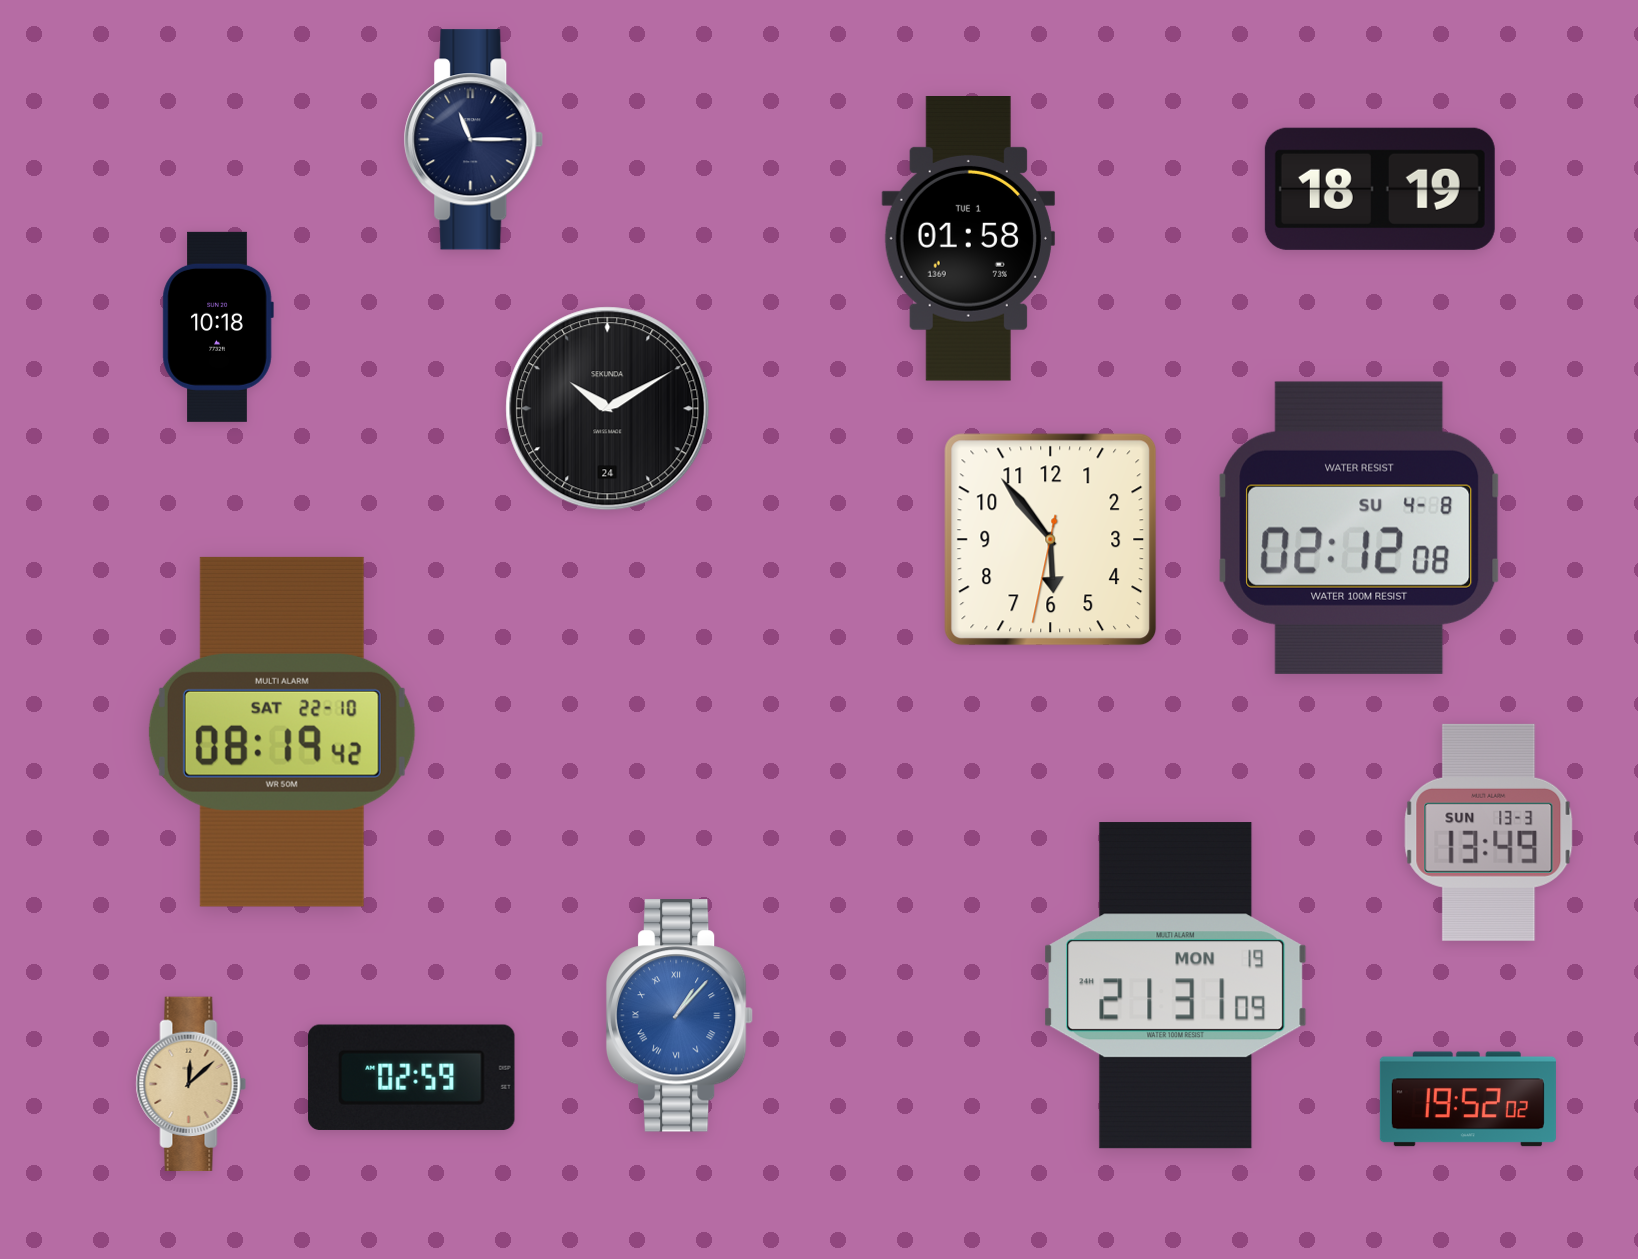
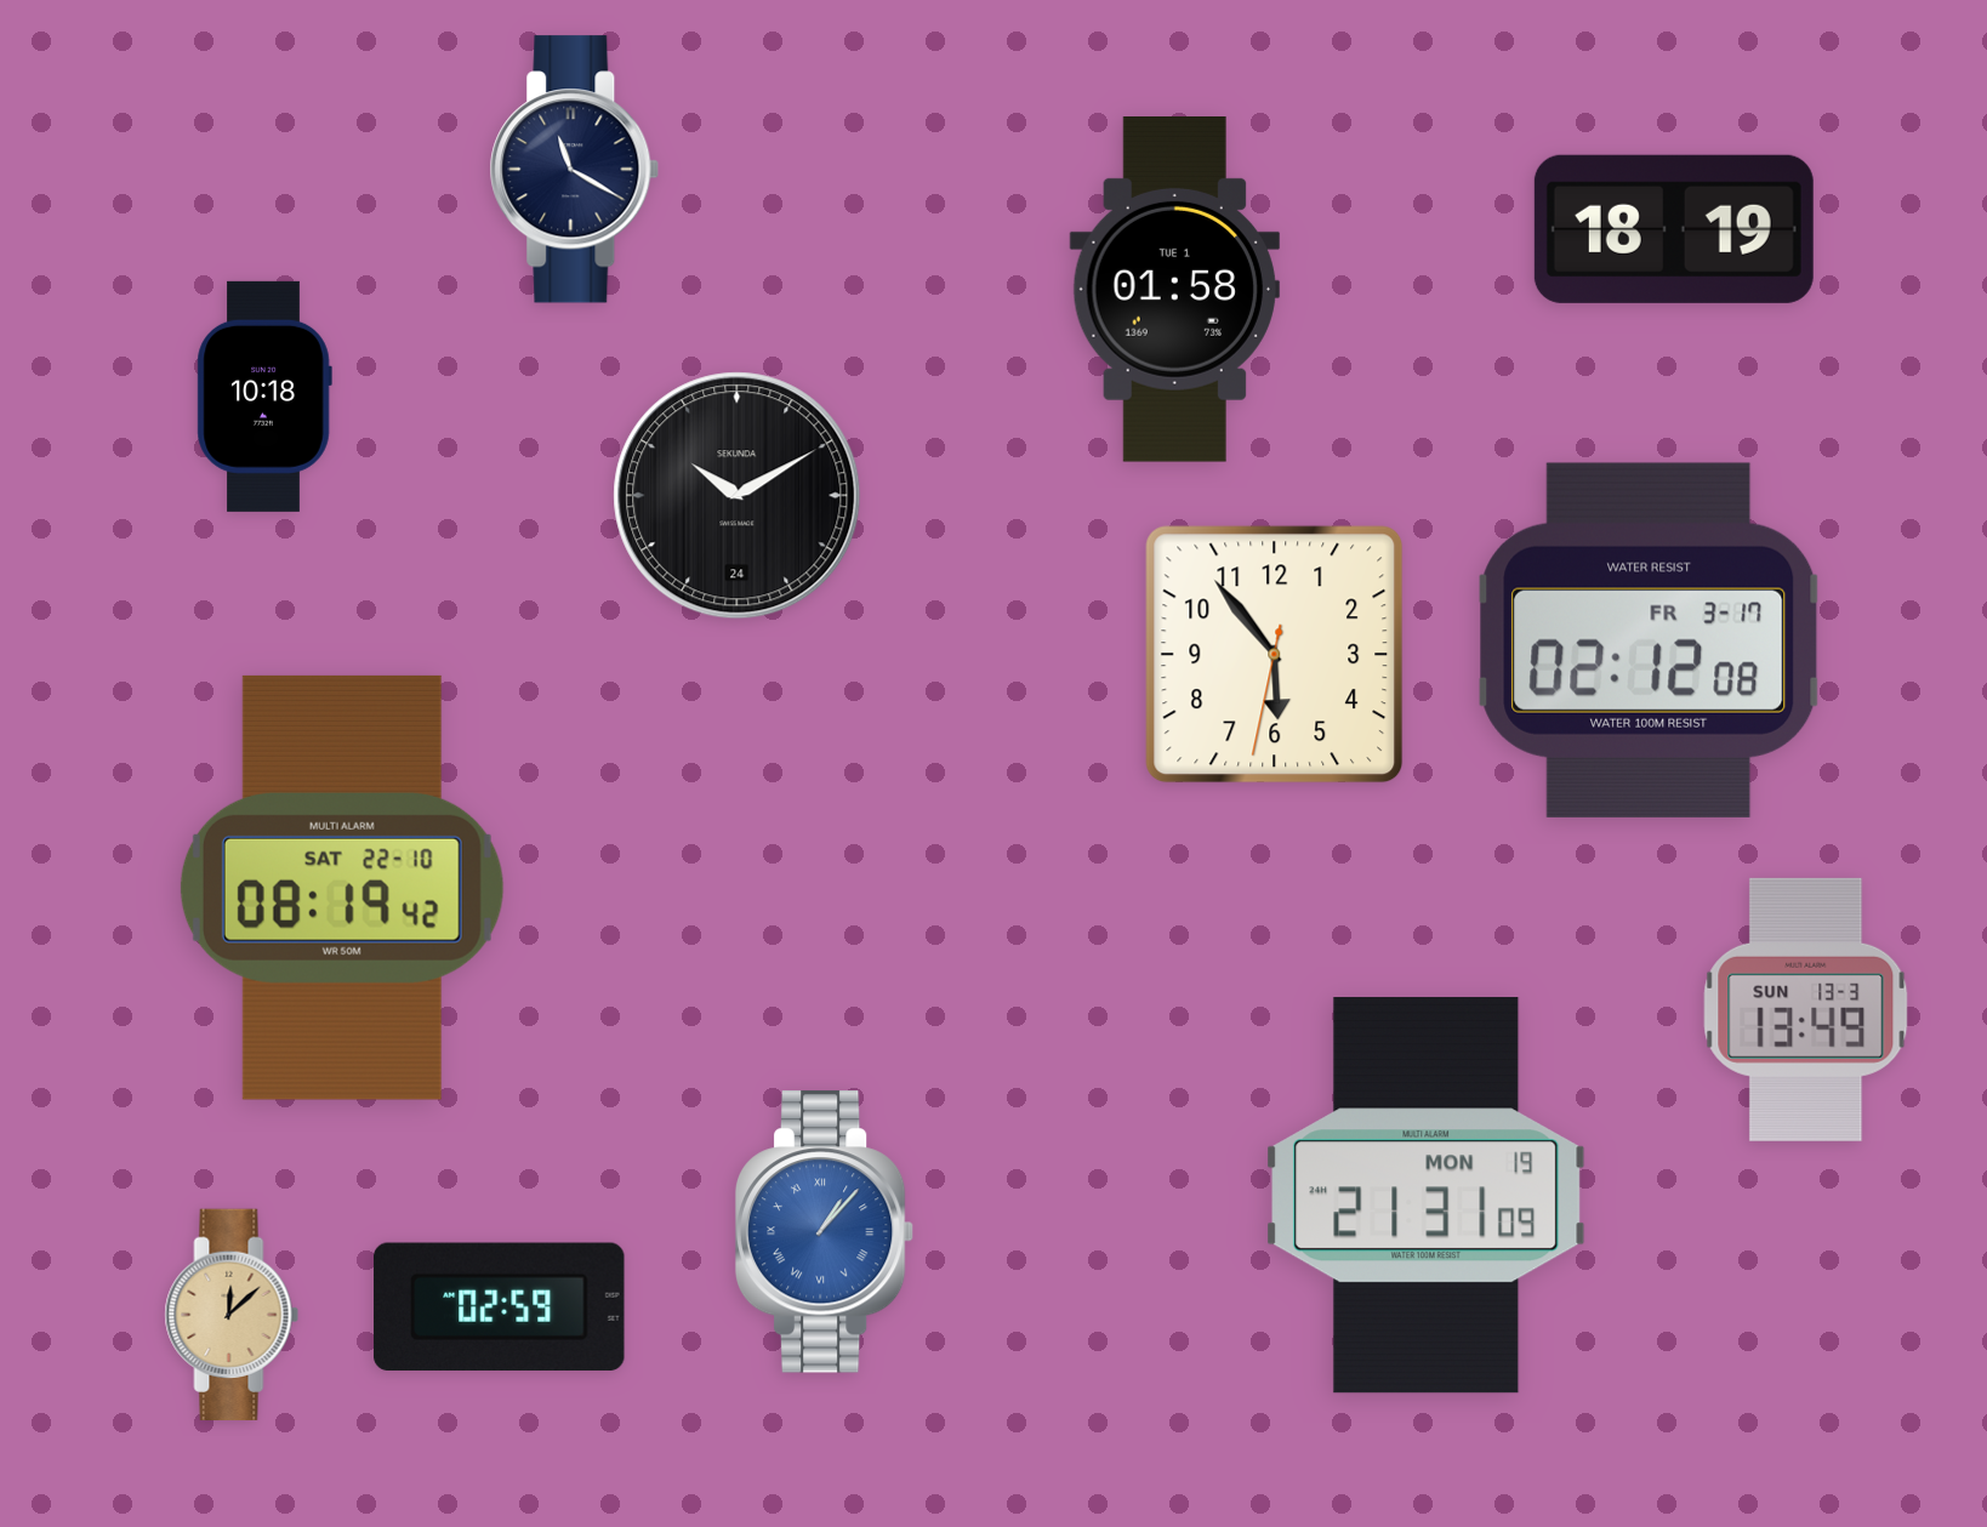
clock at (474, 140): 11:15 -> 11:20
clock at (1359, 528) date: SU 4-8 -> FR 3-17
clock at (1468, 1099): 19:52 -> none
